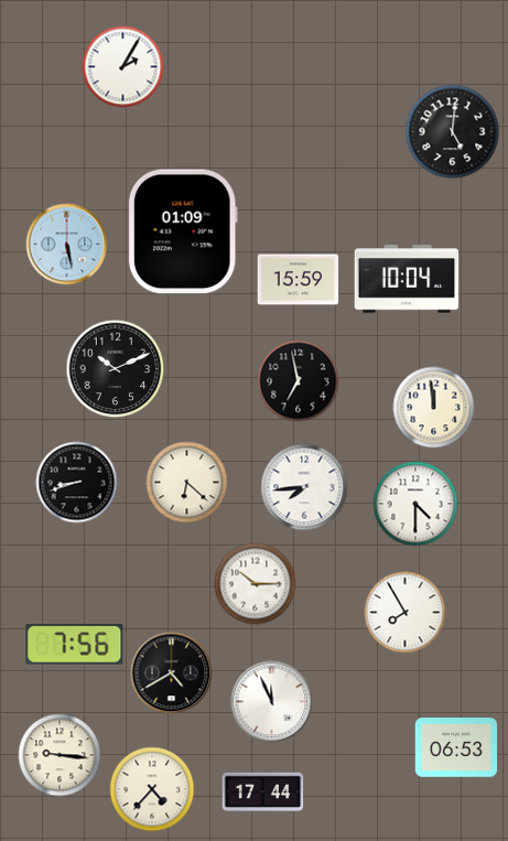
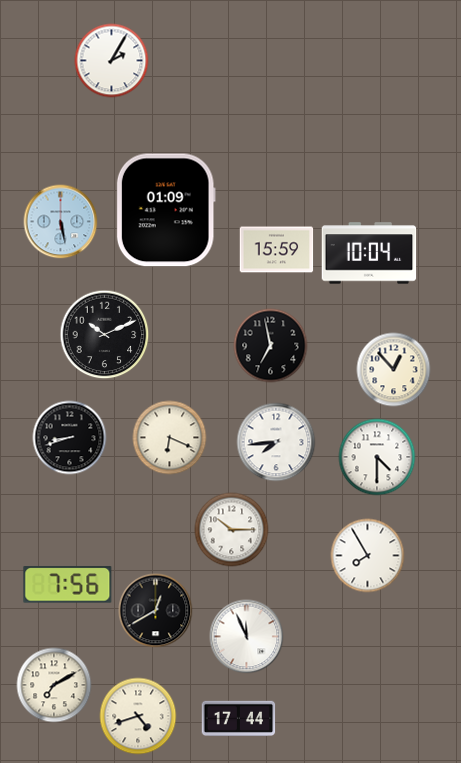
clock at (453, 132): 5:01 -> none
clock at (299, 280) position: (299, 280) -> (277, 250)
clock at (434, 408): 11:59 -> 12:53
clock at (187, 483): 6:22 -> 6:19
clock at (172, 673): 4:40 -> 12:40
clock at (456, 747): 06:53 -> none
clock at (60, 755): 9:16 -> 7:10
clock at (152, 789): 4:37 -> 4:42
